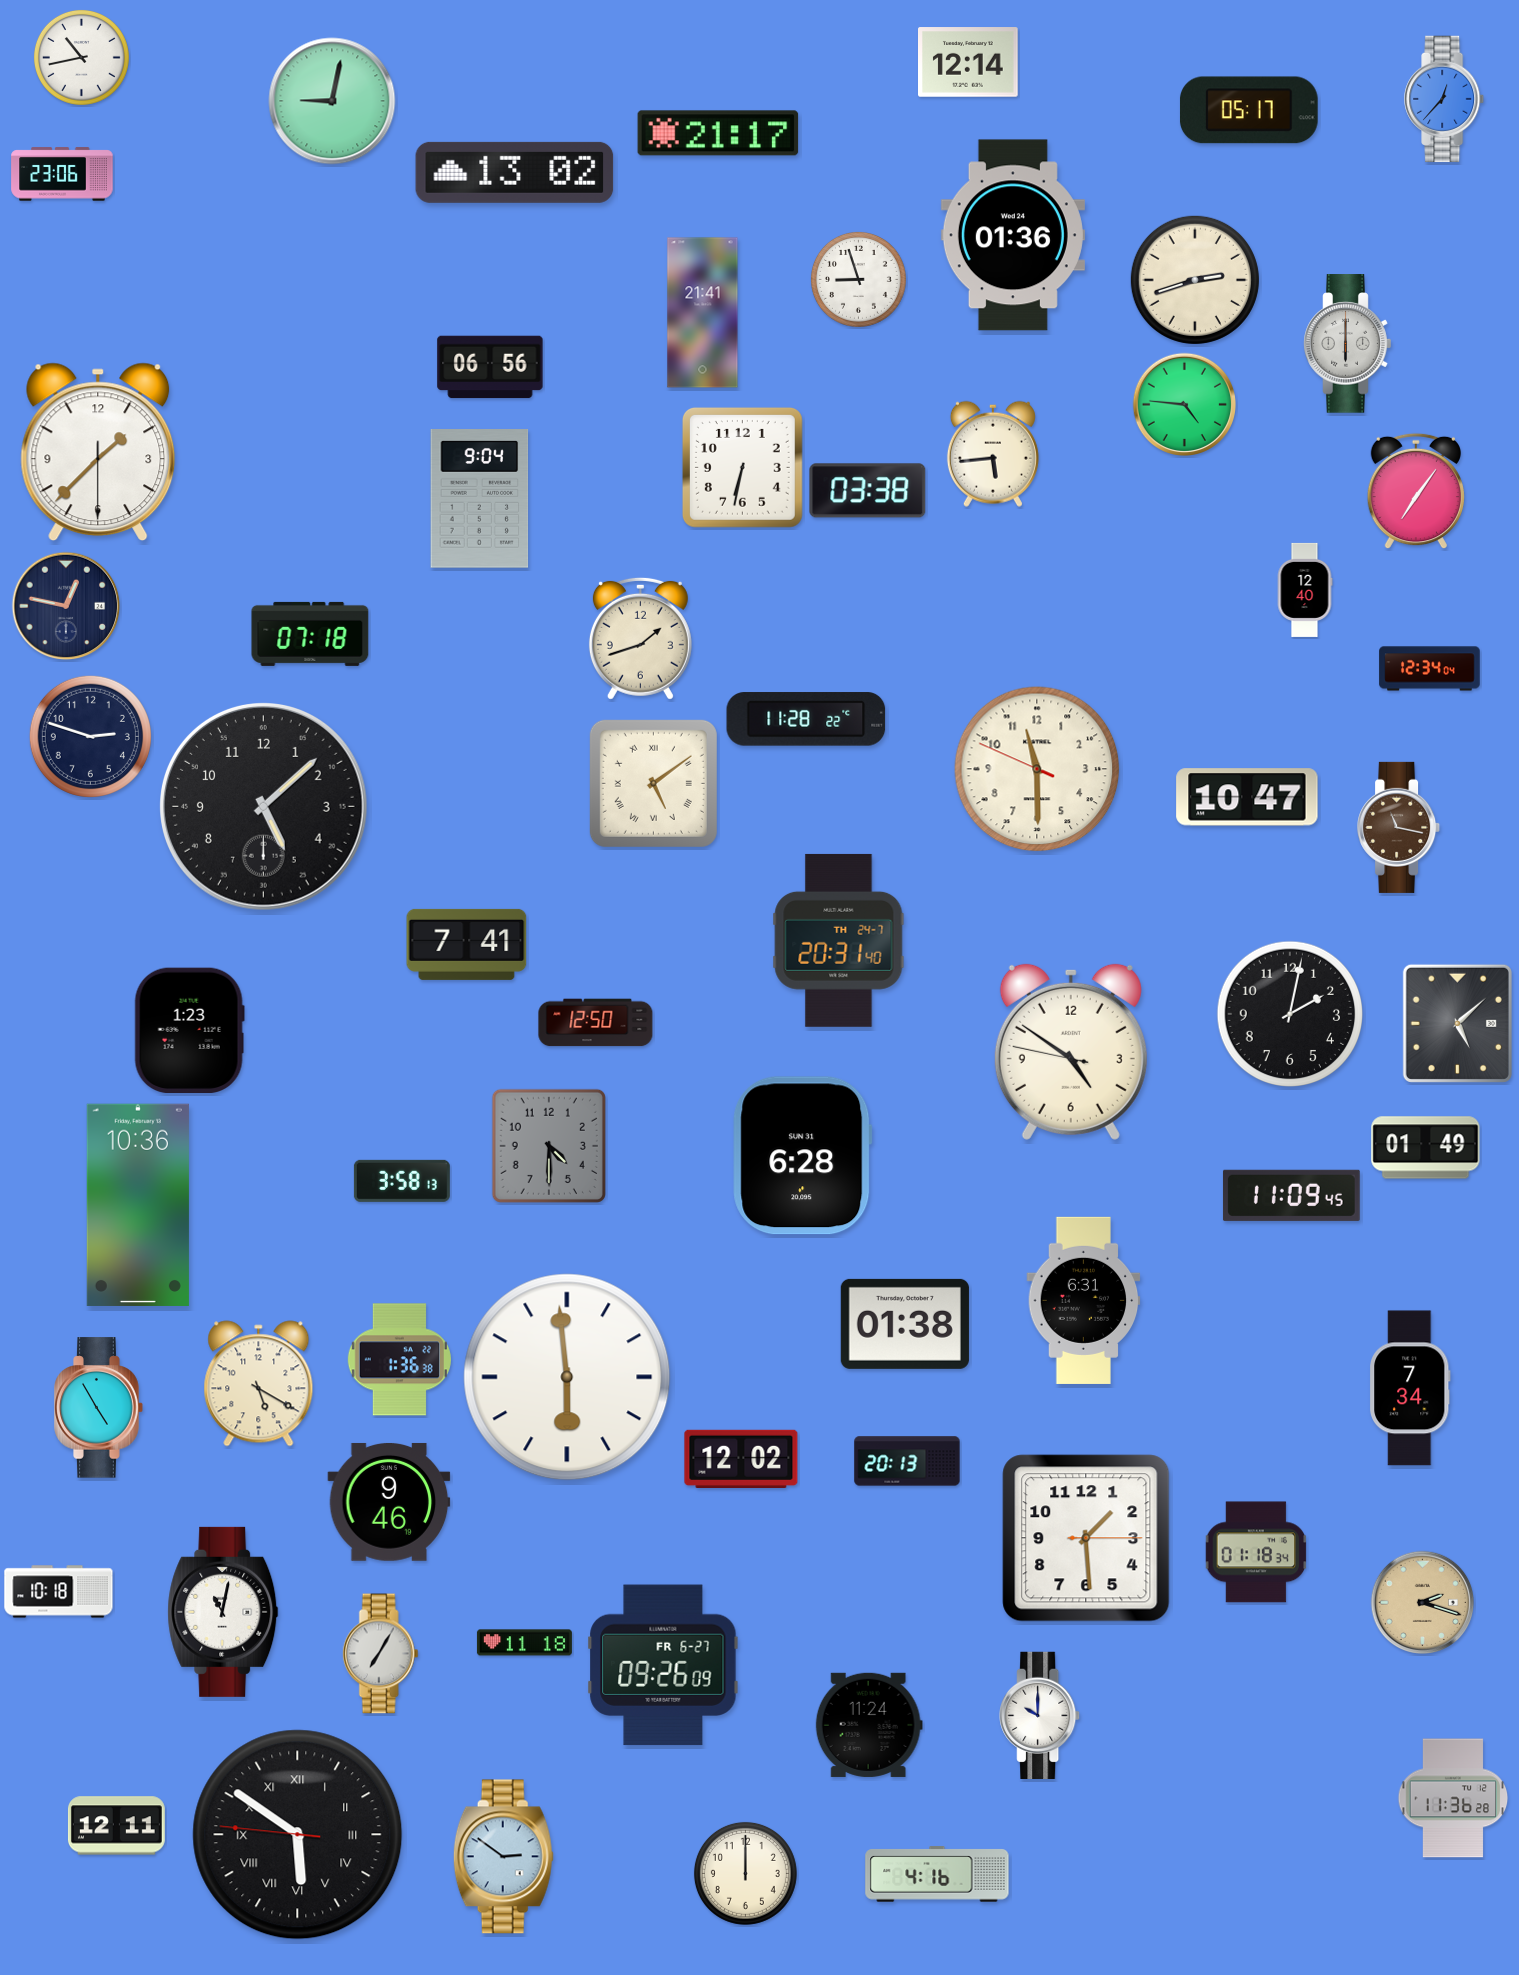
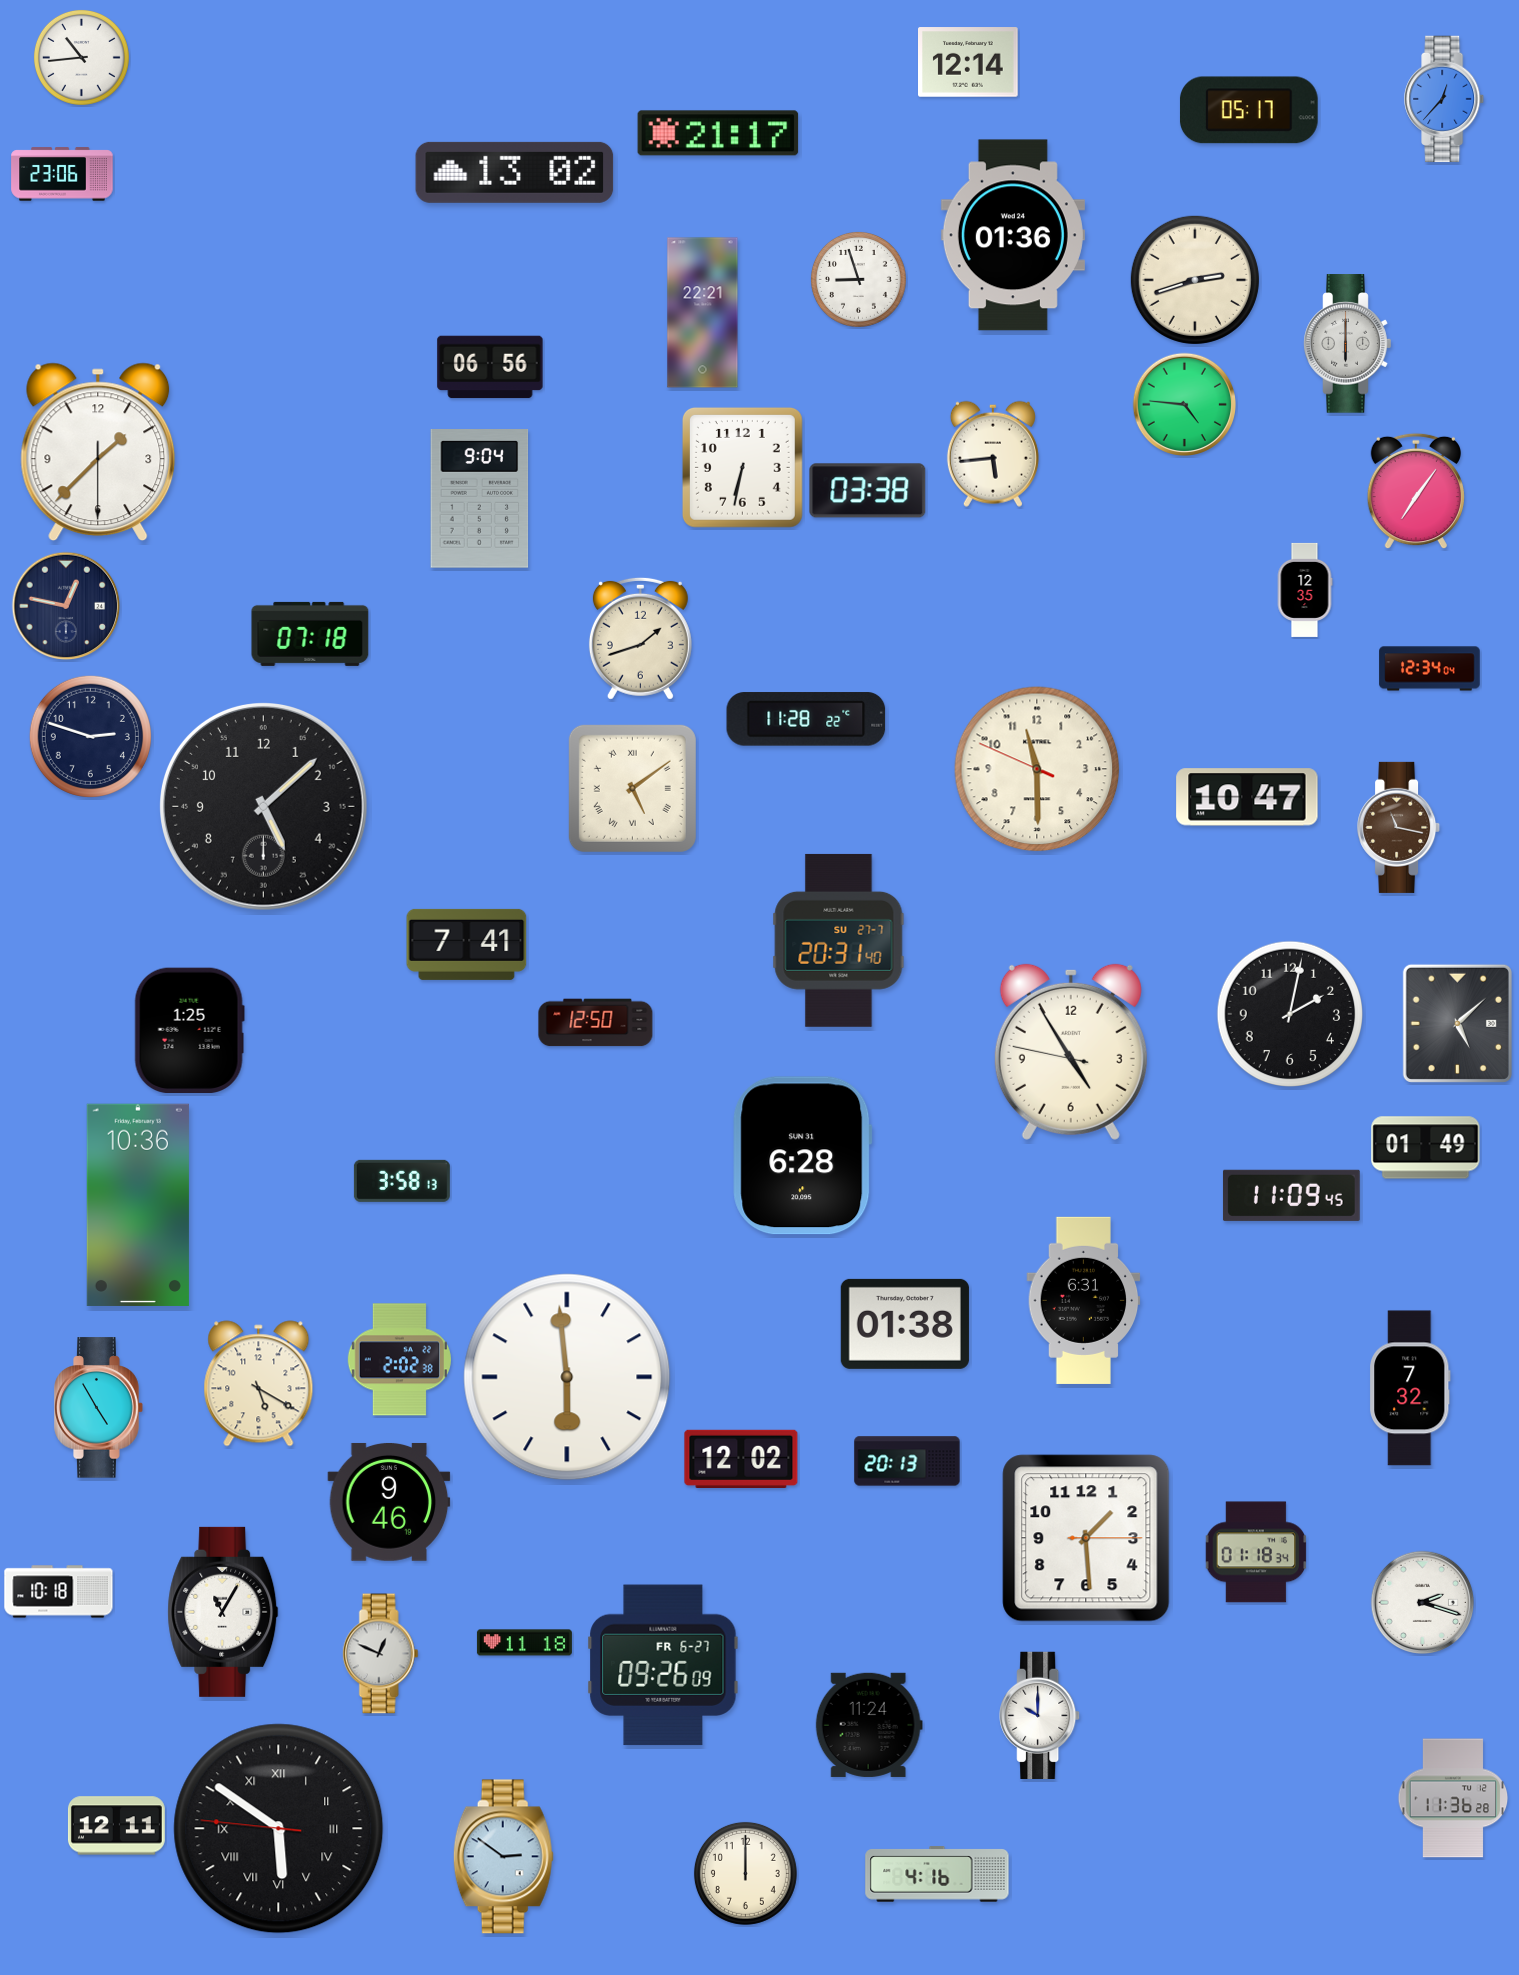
clock at (81, 57): 10:43 -> 10:44
clock at (332, 101): 9:02 -> none
clock at (703, 313): 21:41 -> 22:21
clock at (1305, 590): 12:40 -> 12:35
clock at (653, 783) position: (653, 783) -> (632, 788)
clock at (839, 940) date: TH 24-7 -> SU 27-7
clock at (189, 1031): 1:23 -> 1:25
clock at (1071, 1052): 4:50 -> 4:54
clock at (549, 1146): 4:30 -> none
clock at (399, 1360): 1:36 -> 2:02
clock at (1411, 1388): 7:34 -> 7:32
clock at (1422, 1602) dial: champagne -> white
clock at (223, 1612): 11:02 -> 11:05
clock at (380, 1654): 7:05 -> 12:49
clock at (298, 1835) position: (298, 1835) -> (279, 1829)
